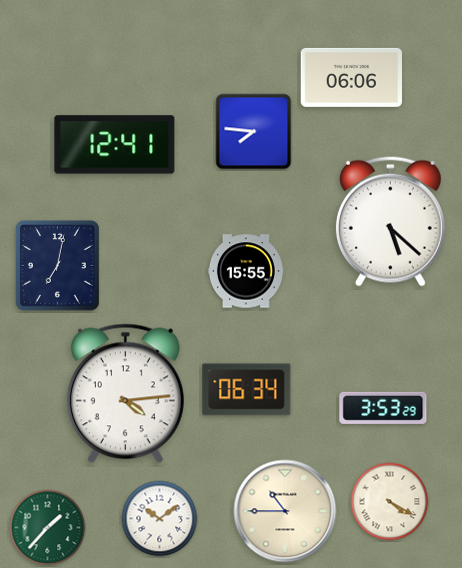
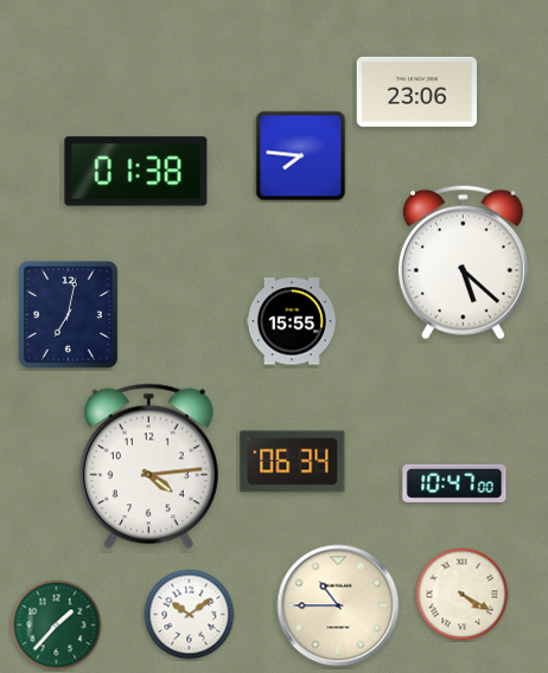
clock at (351, 77): 06:06 -> 23:06
clock at (115, 145): 12:41 -> 01:38
clock at (383, 408): 3:53 -> 10:47
